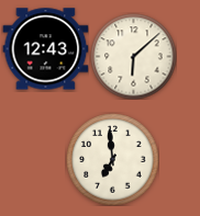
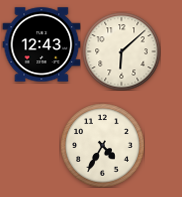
clock at (112, 159): 6:59 -> 4:35
